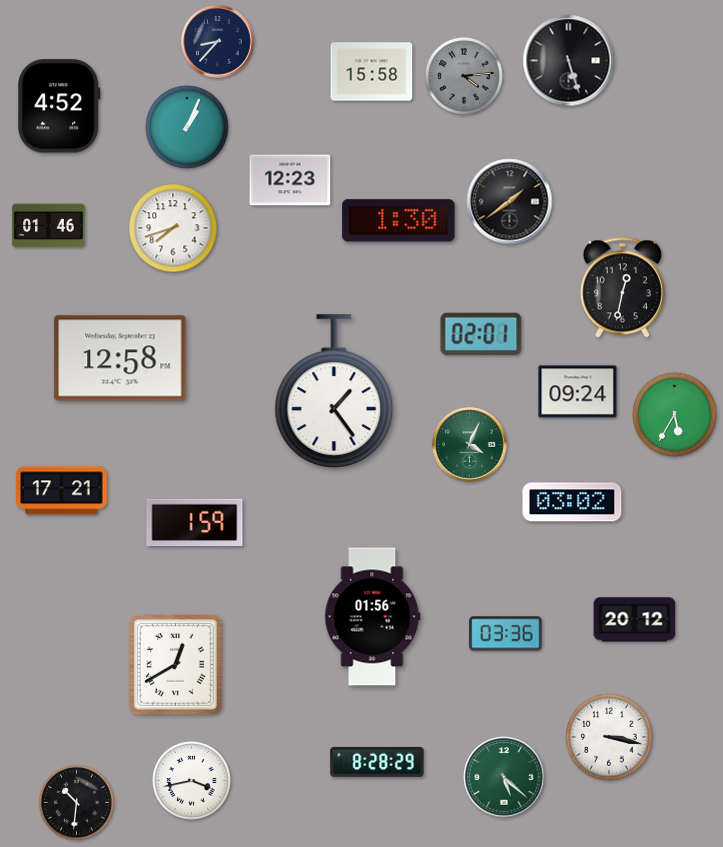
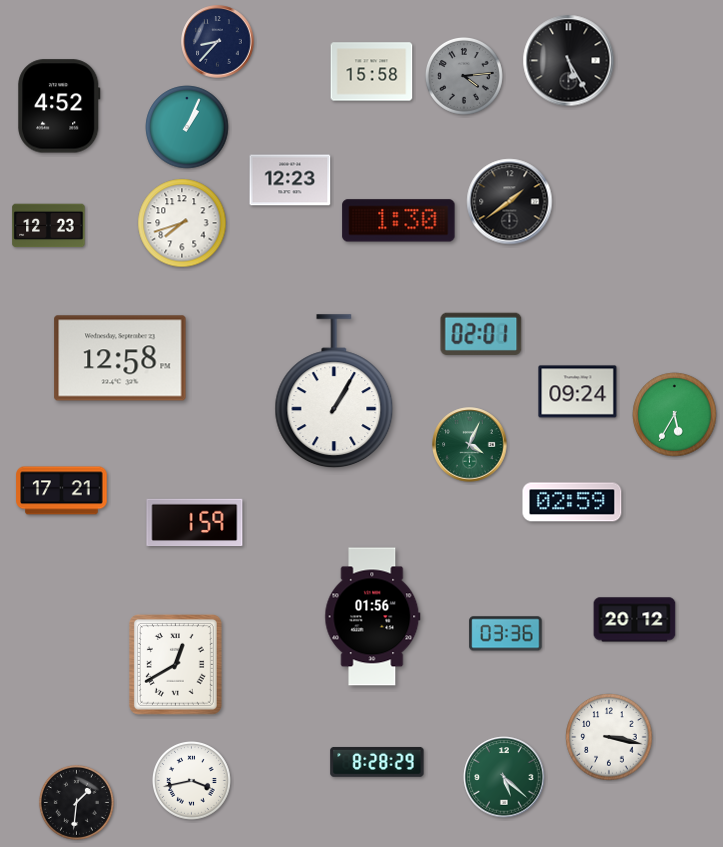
clock at (569, 61): 5:27 -> 5:25
clock at (49, 226): 01:46 -> 12:23
clock at (173, 228) position: (173, 228) -> (182, 223)
clock at (622, 288): 12:32 -> none
clock at (334, 391): 1:24 -> 1:05
clock at (572, 502): 03:02 -> 02:59
clock at (76, 802): 10:31 -> 1:31
